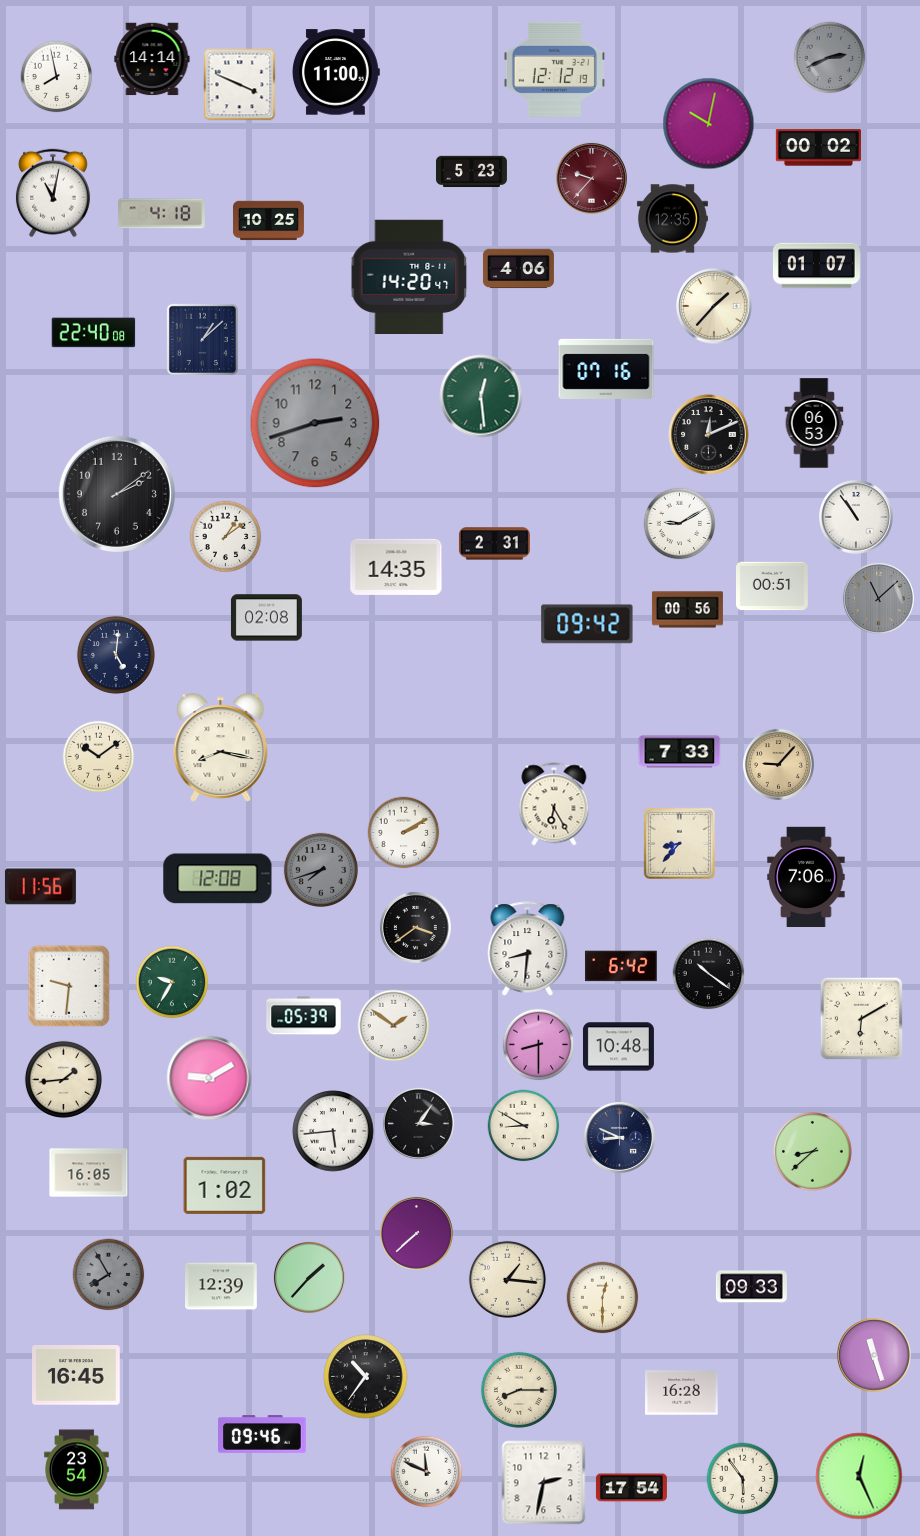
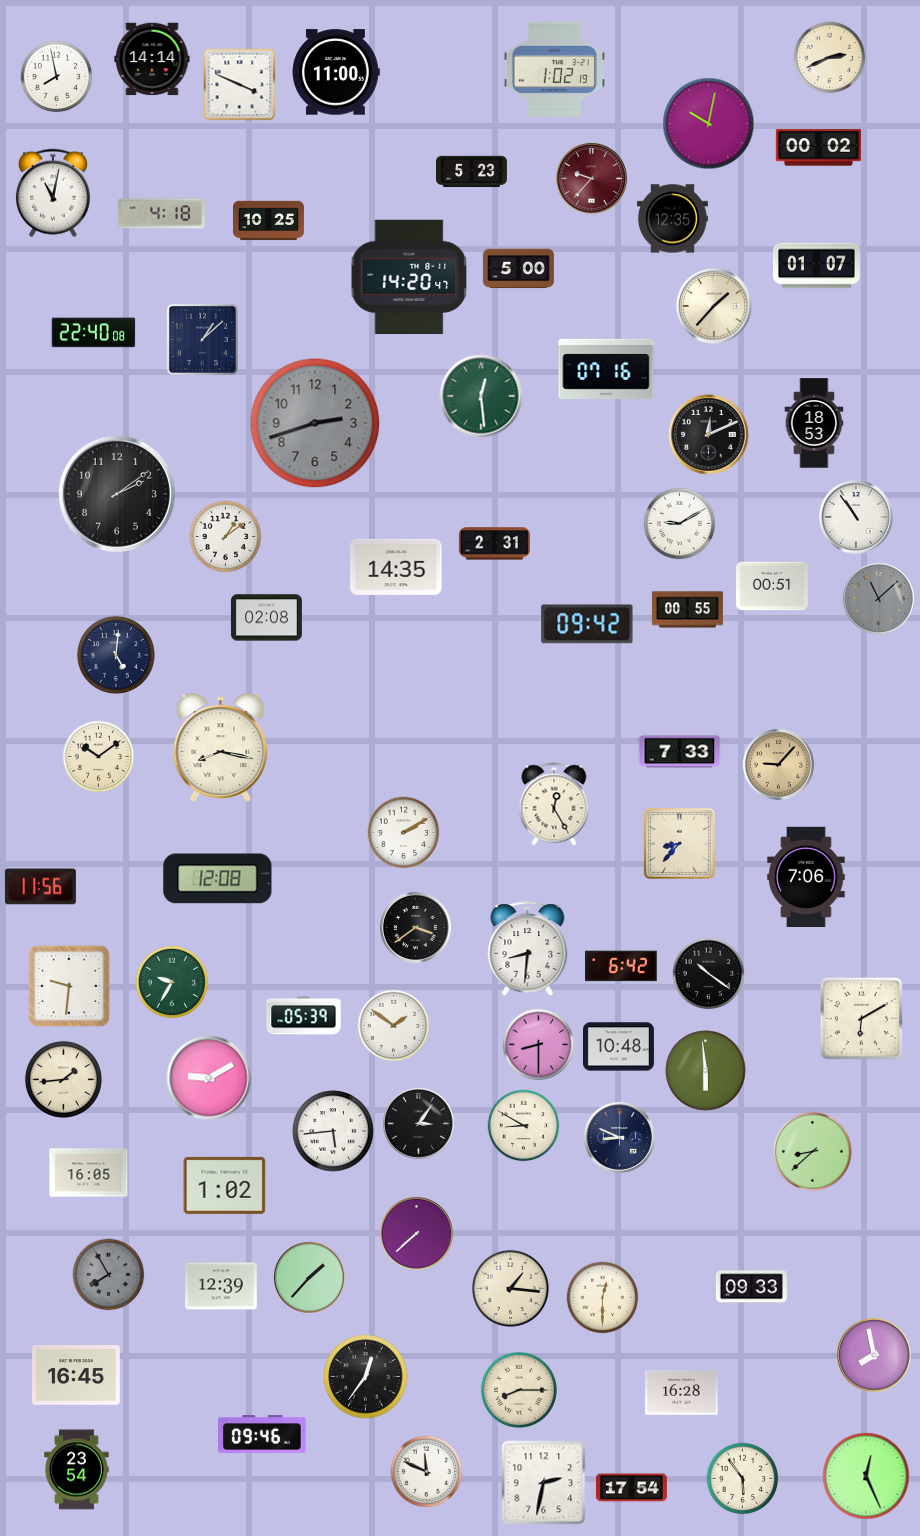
clock at (830, 58) dial: grey -> cream
clock at (554, 69): 12:12 -> 1:02
clock at (518, 269): 4:06 -> 5:00
clock at (814, 423): 06:53 -> 18:53
clock at (687, 610): 00:56 -> 00:55
clock at (554, 804): 6:25 -> 12:25
clock at (321, 870): 7:42 -> none
clock at (706, 1071): none -> 5:59
clock at (507, 1279) position: (507, 1279) -> (510, 1288)
clock at (875, 1356): 11:27 -> 7:58
clock at (366, 1377): 10:36 -> 12:36
clock at (859, 1476) position: (859, 1476) -> (866, 1476)
